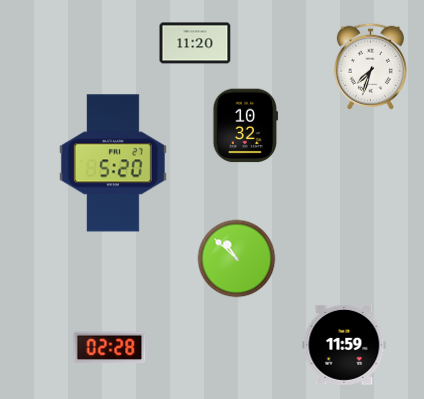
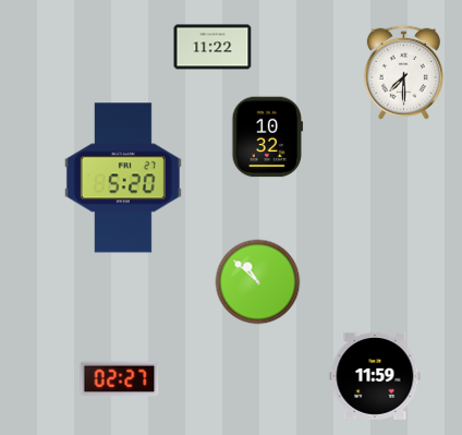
clock at (195, 43): 11:20 -> 11:22
clock at (370, 66): 7:33 -> 7:30
clock at (110, 348): 02:28 -> 02:27
